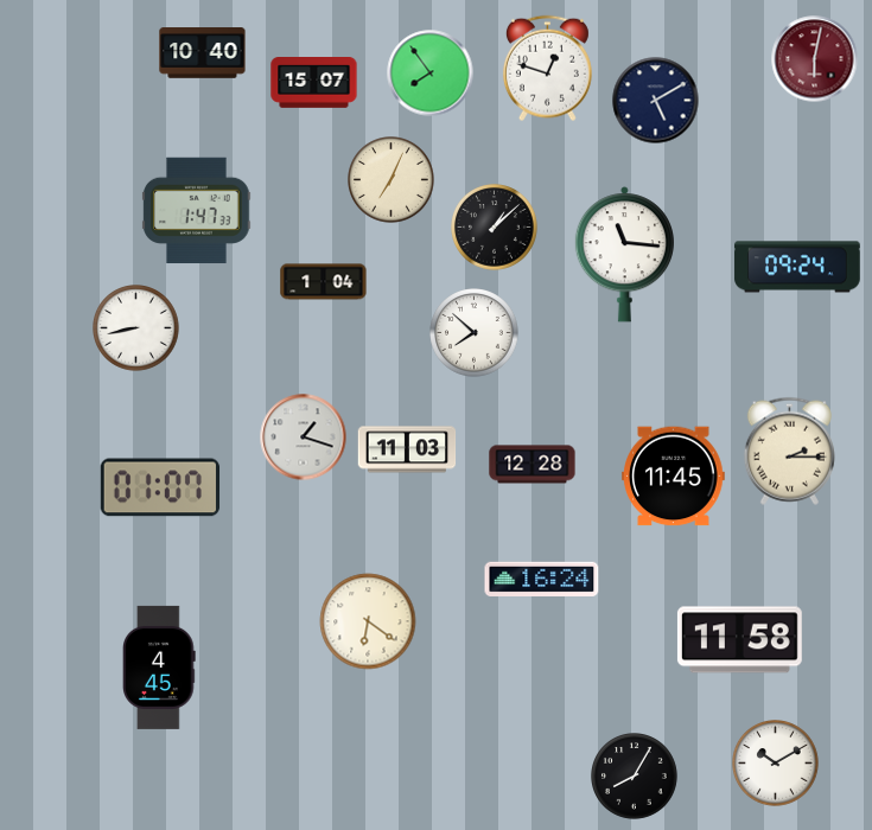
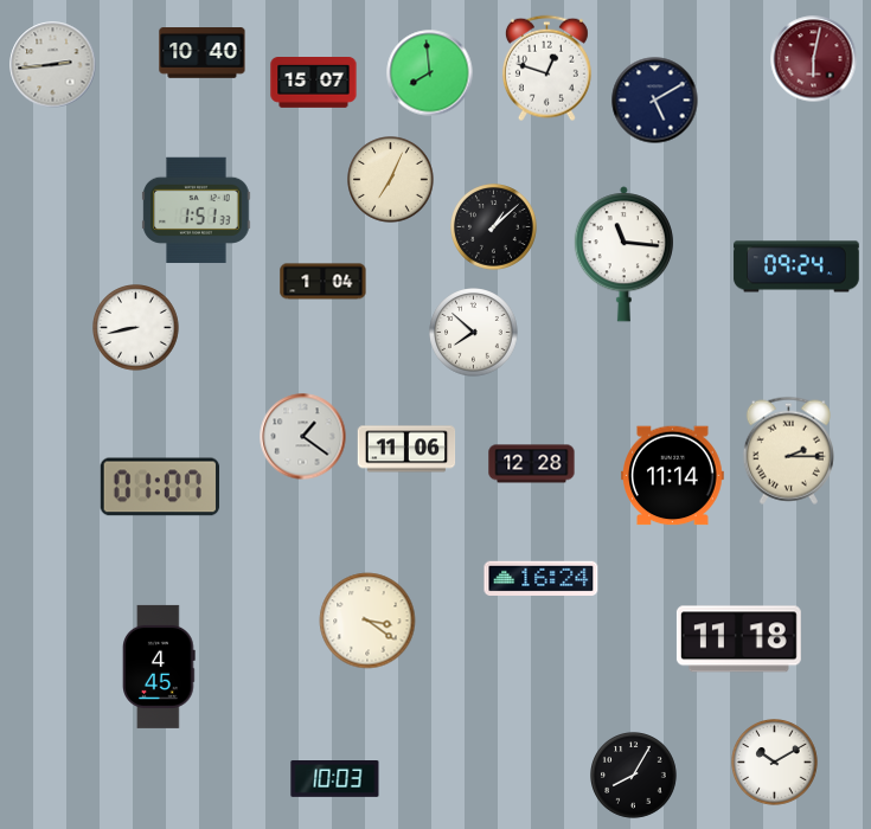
clock at (53, 65): none -> 2:44
clock at (431, 74): 7:54 -> 7:59
clock at (197, 211): 1:47 -> 1:51
clock at (304, 438): 1:18 -> 1:21
clock at (407, 449): 11:03 -> 11:06
clock at (674, 477): 11:45 -> 11:14
clock at (368, 621): 6:21 -> 3:21
clock at (739, 640): 11:58 -> 11:18
clock at (335, 779): none -> 10:03
